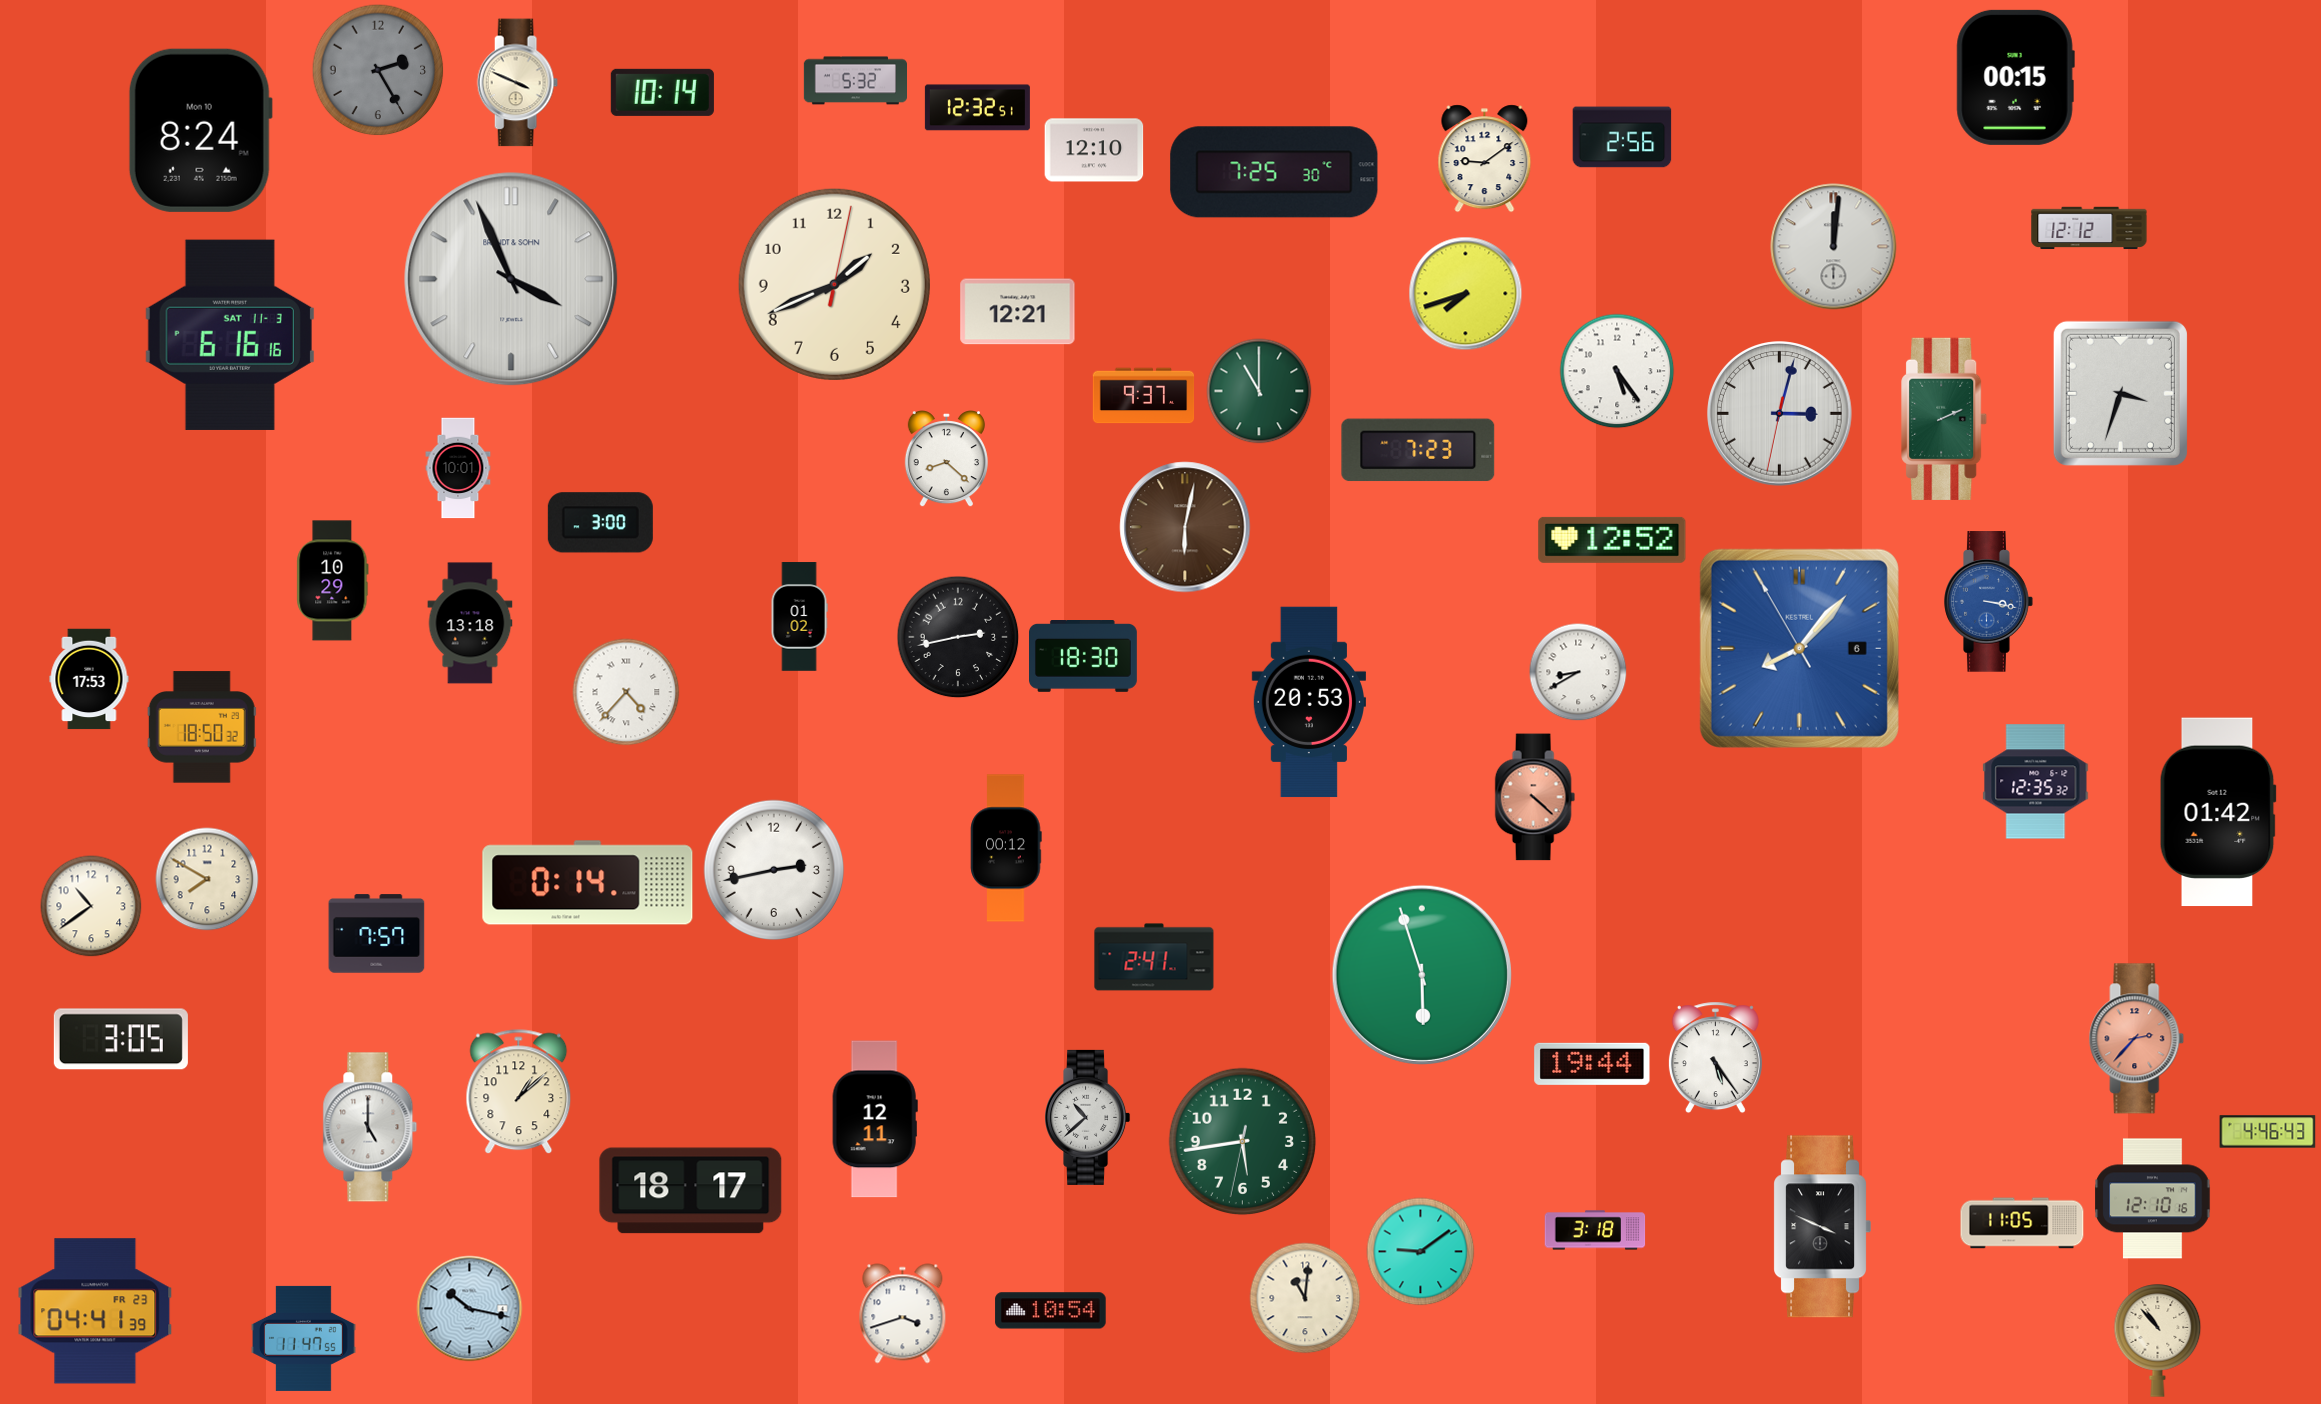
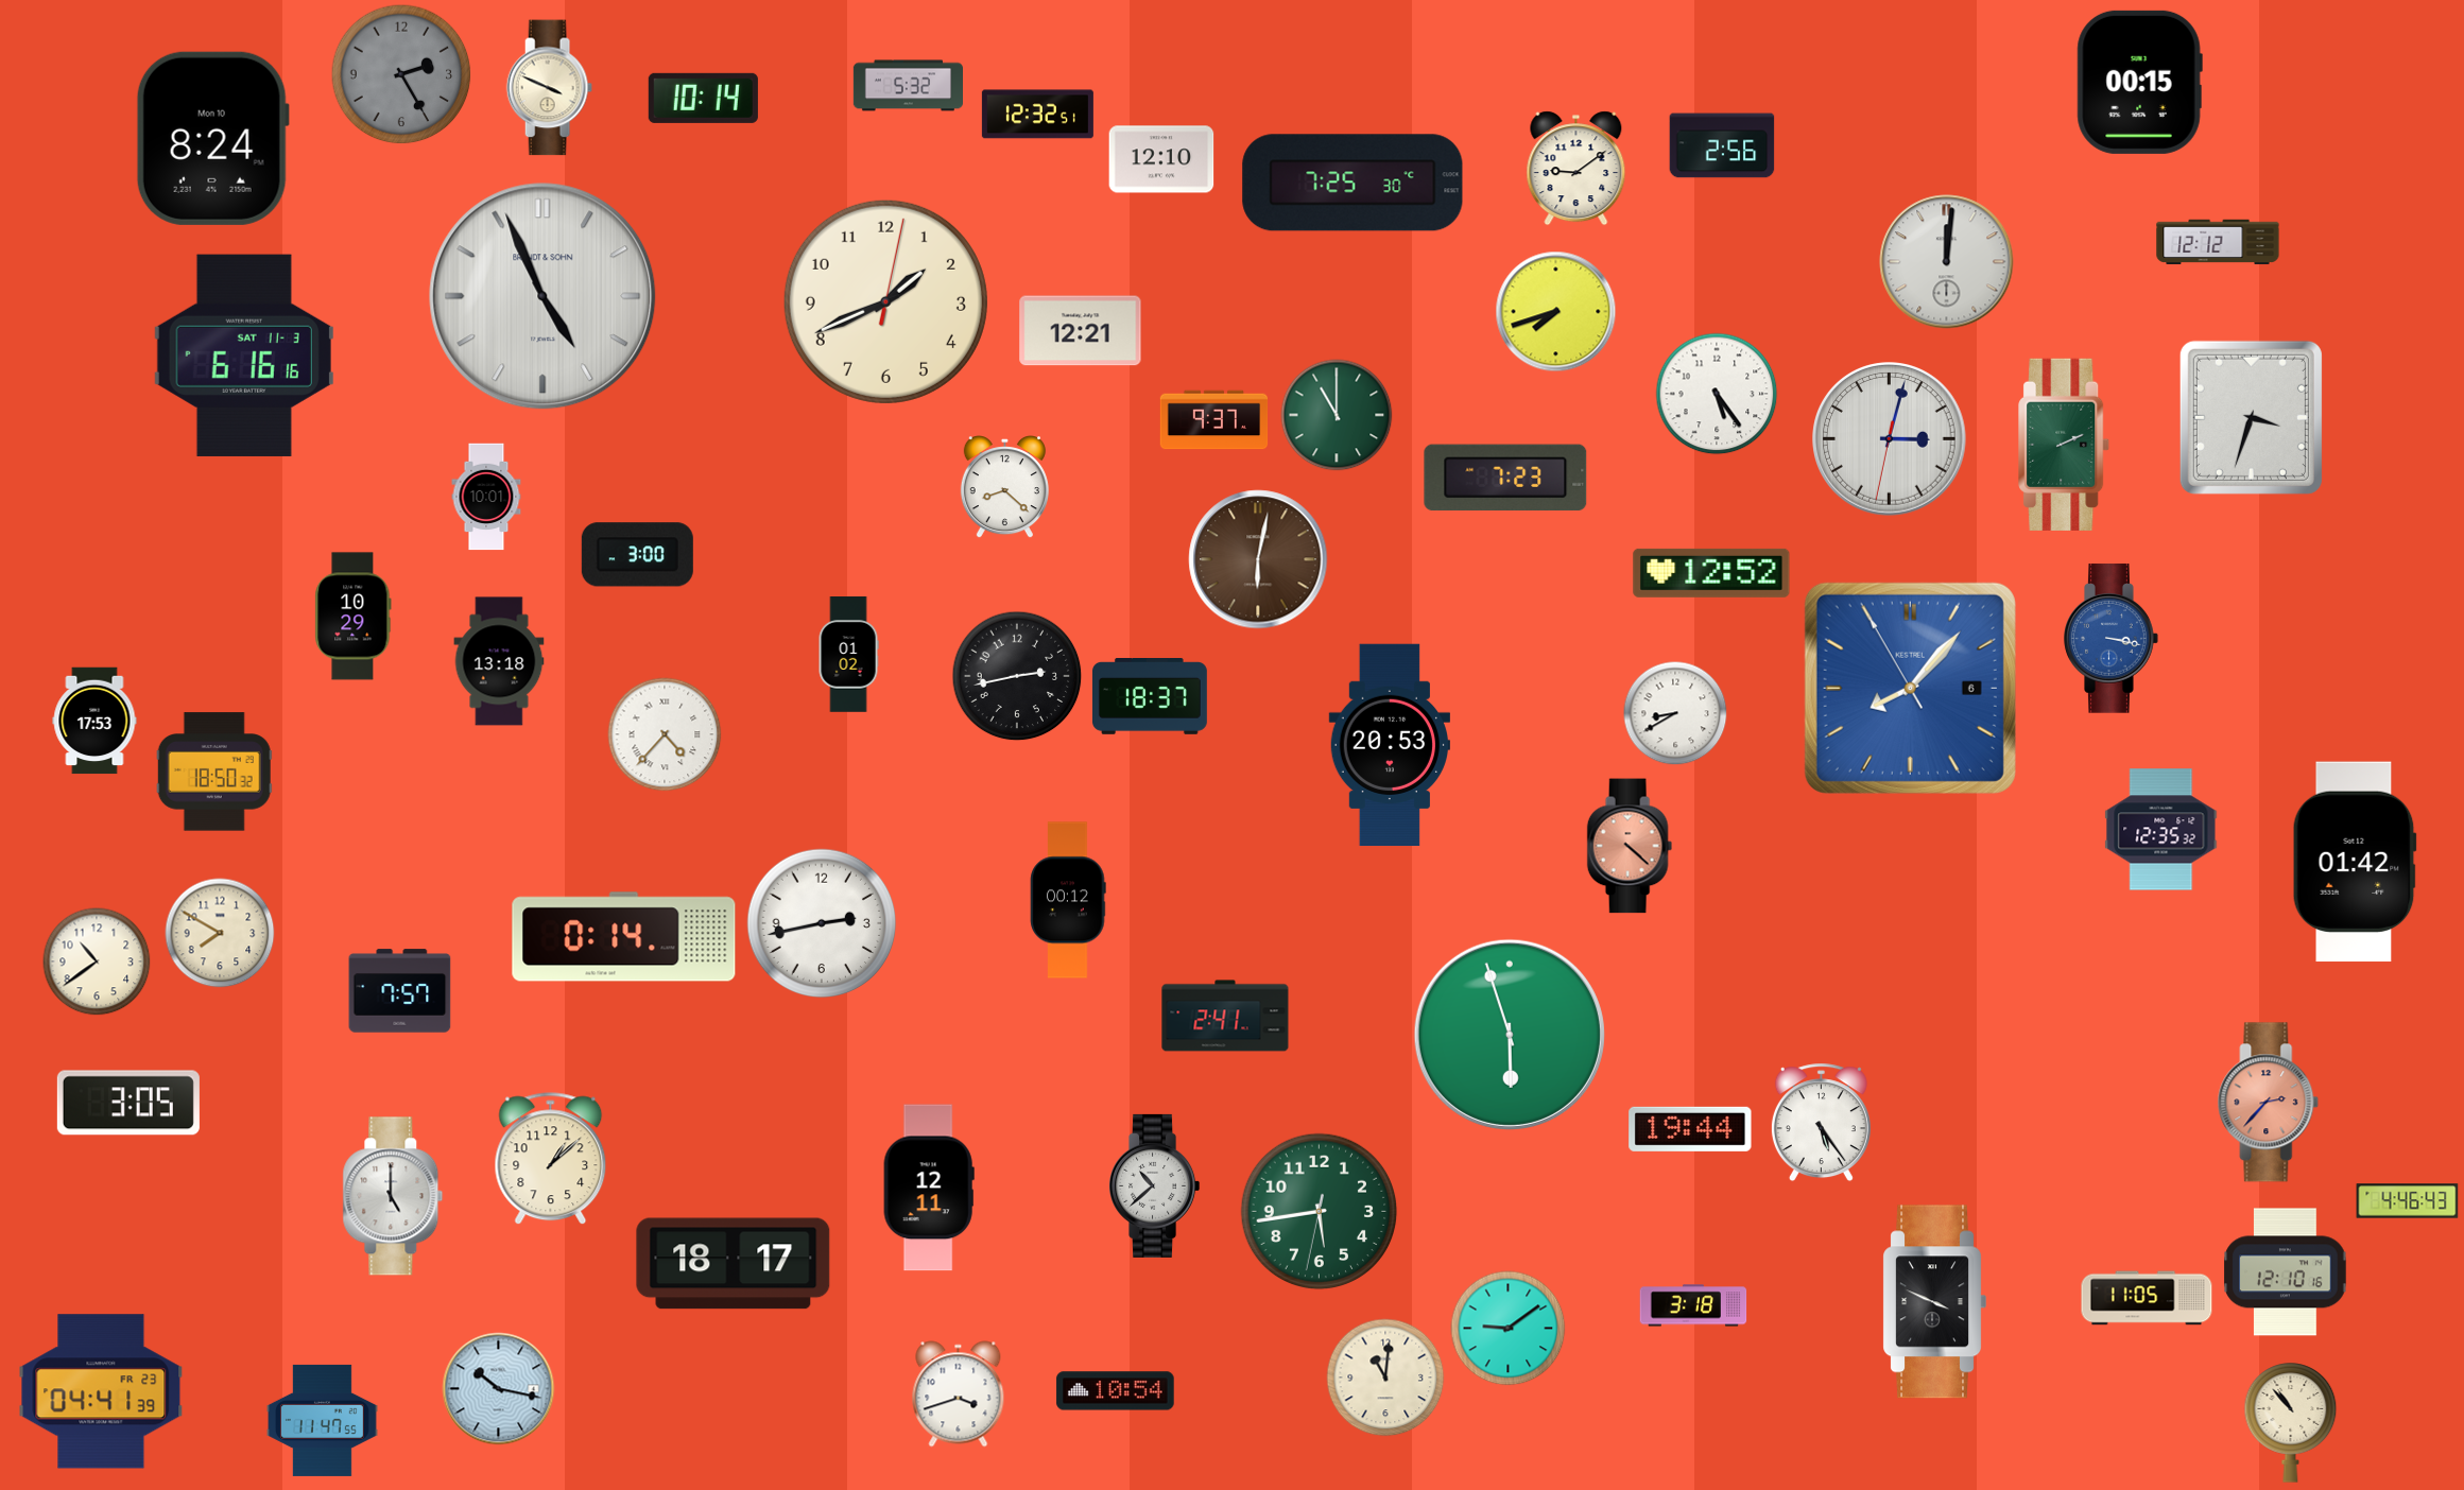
clock at (511, 279): 3:56 -> 4:56
clock at (1084, 657): 18:30 -> 18:37
